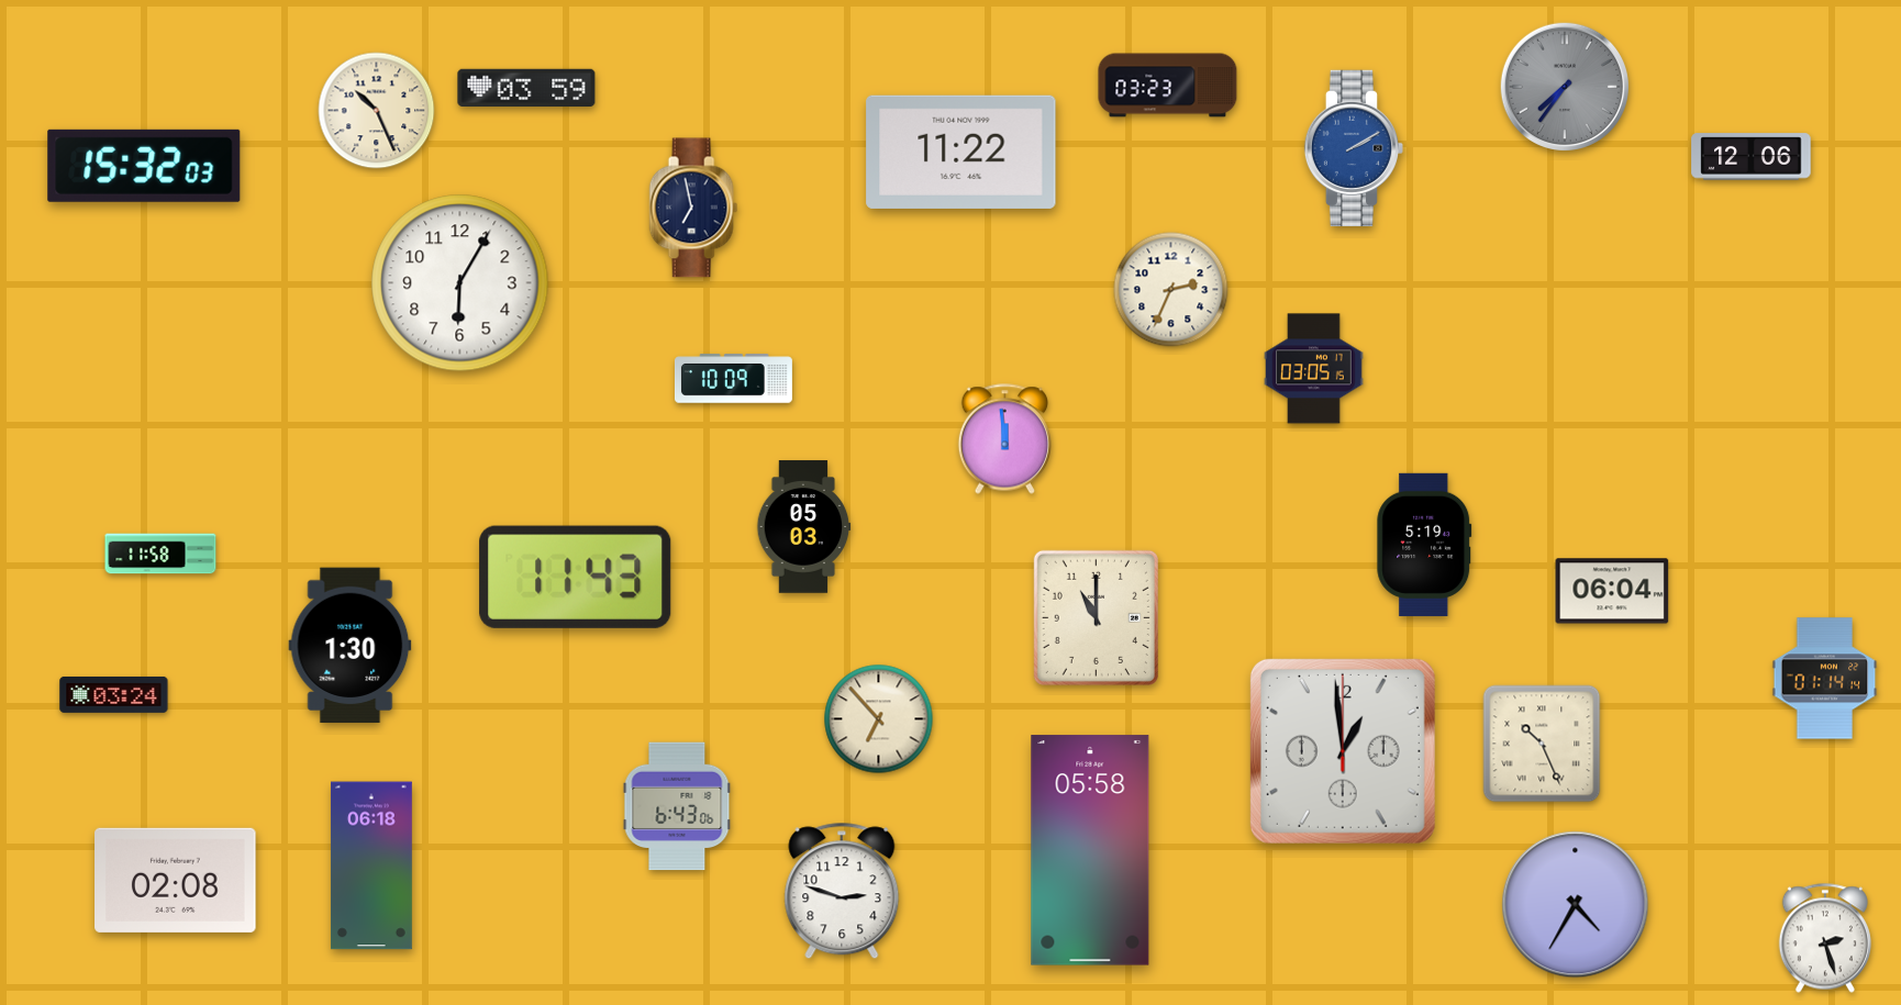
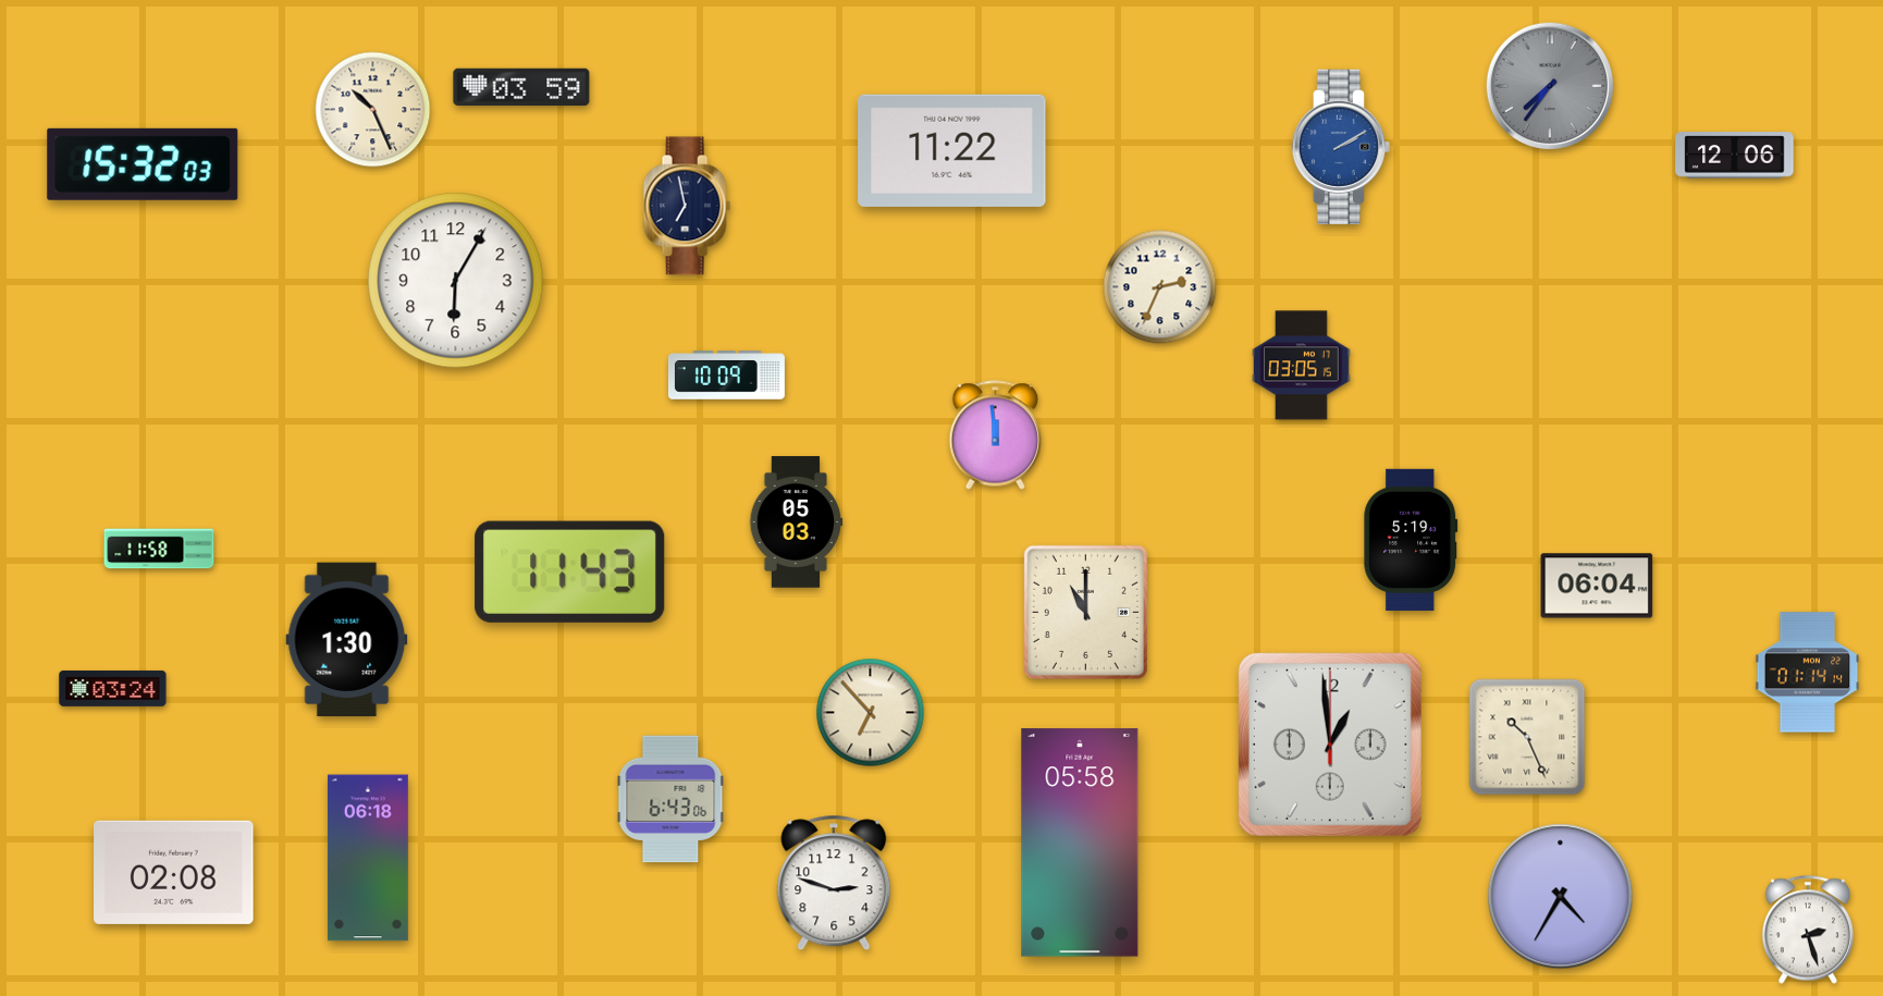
clock at (1168, 86): 03:23 -> none
